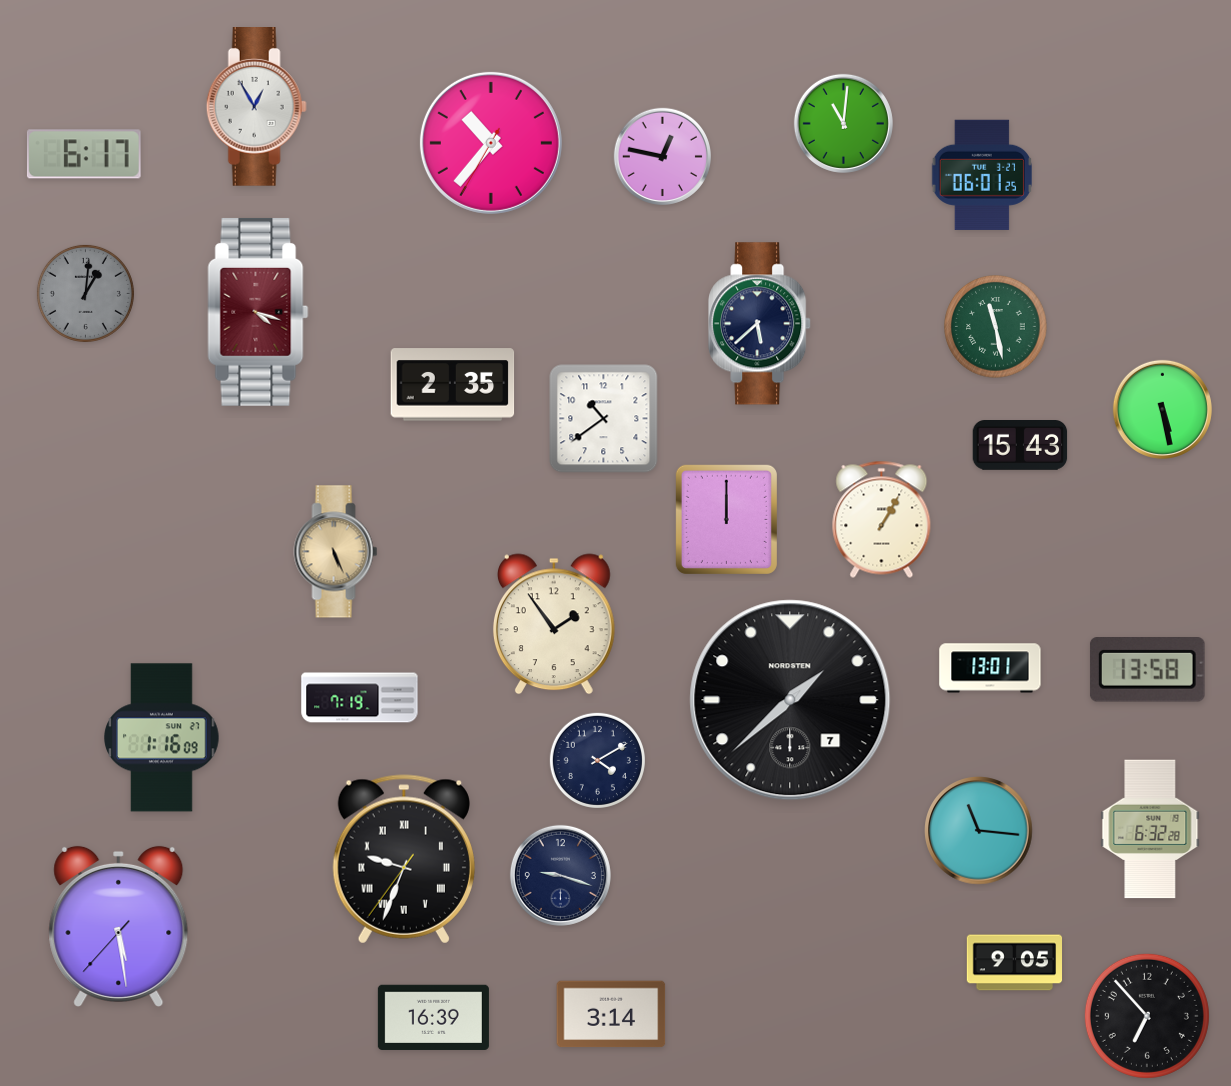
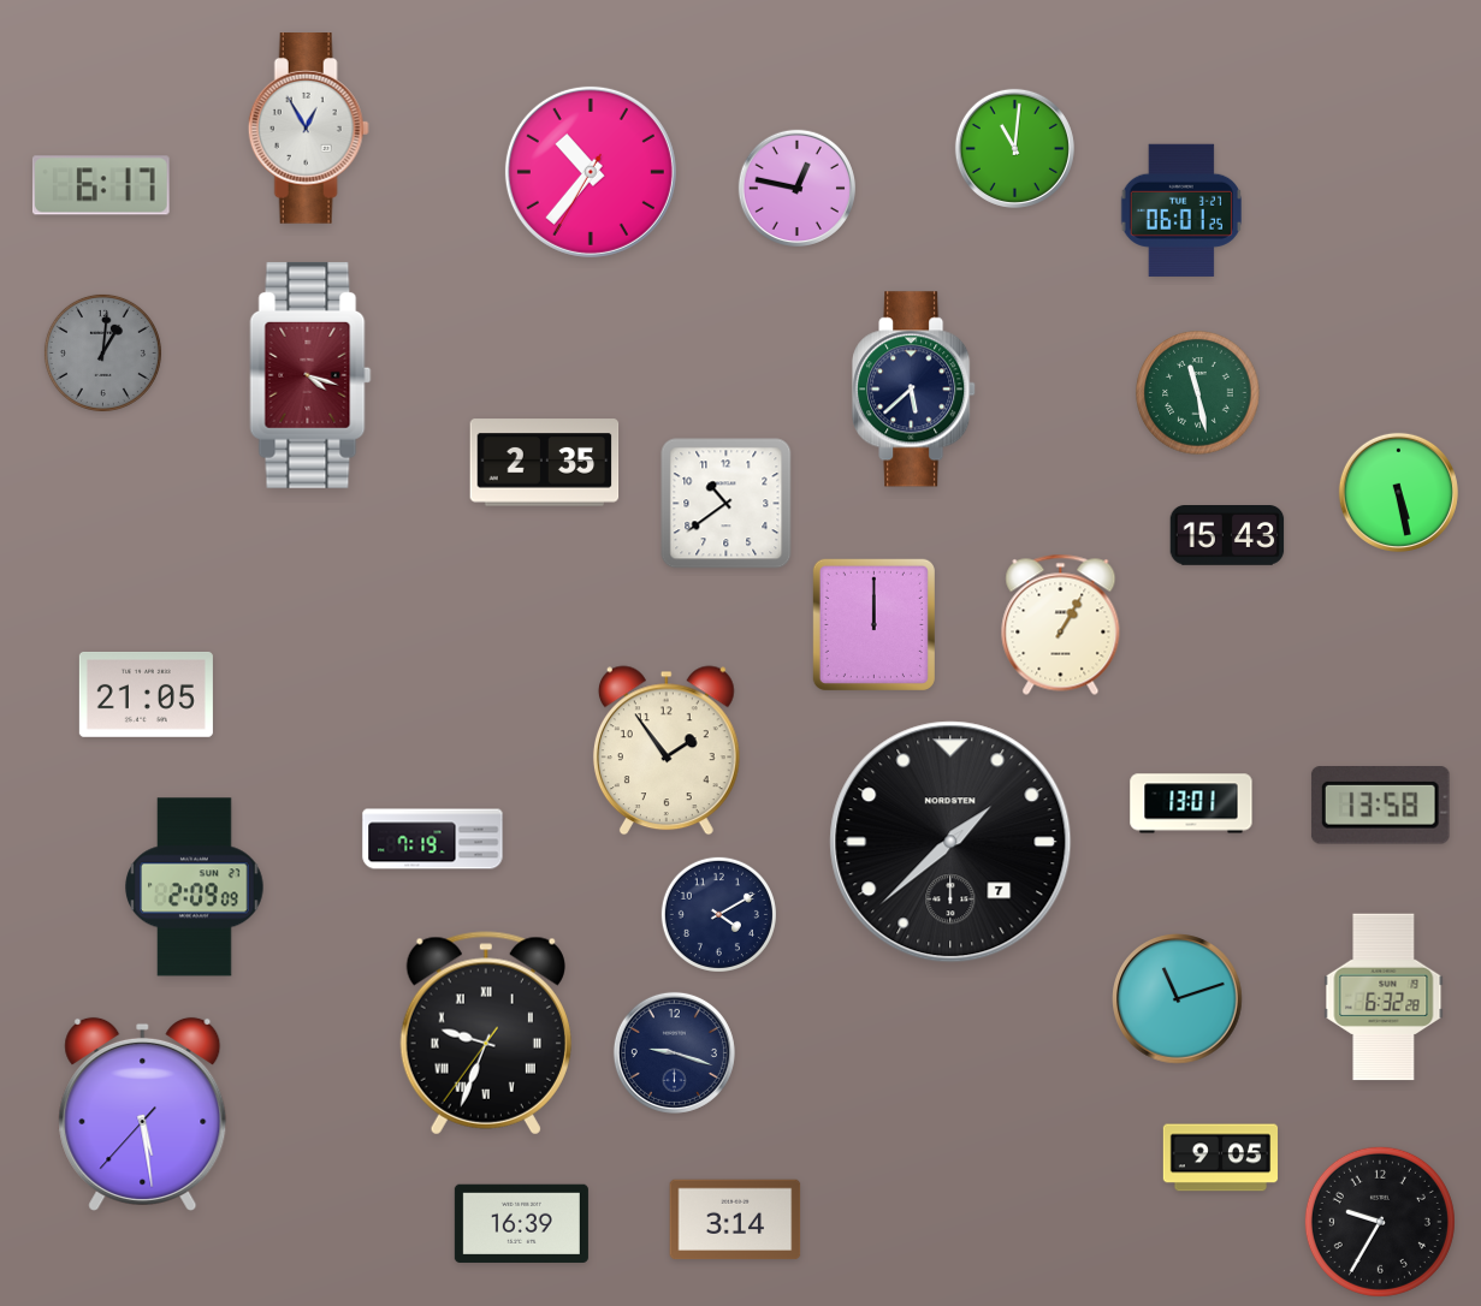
clock at (336, 552): 5:26 -> none
clock at (146, 694): none -> 21:05
clock at (162, 738): 1:16 -> 2:09
clock at (979, 831): 11:16 -> 11:12
clock at (1147, 1016): 6:53 -> 9:35
